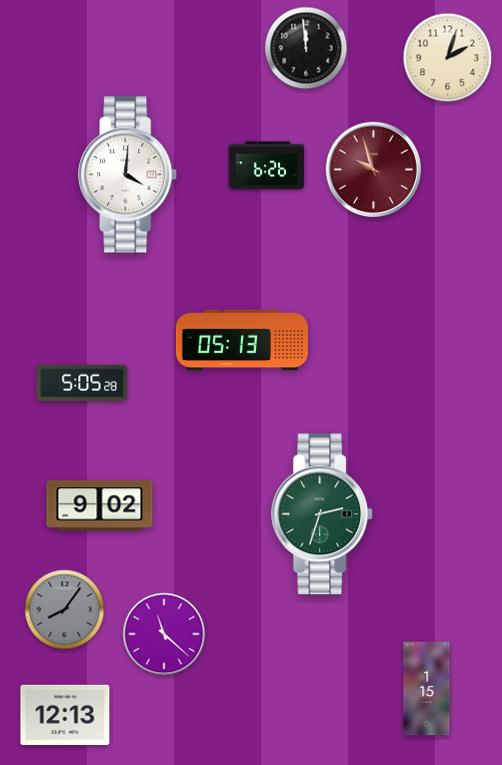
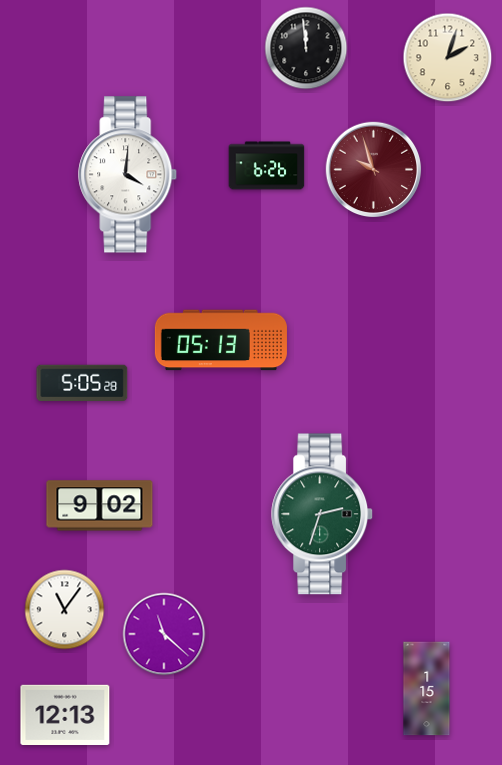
clock at (242, 340) position: (242, 340) -> (221, 340)
clock at (65, 610): 8:06 -> 11:06
clock at (65, 610) dial: grey -> white
